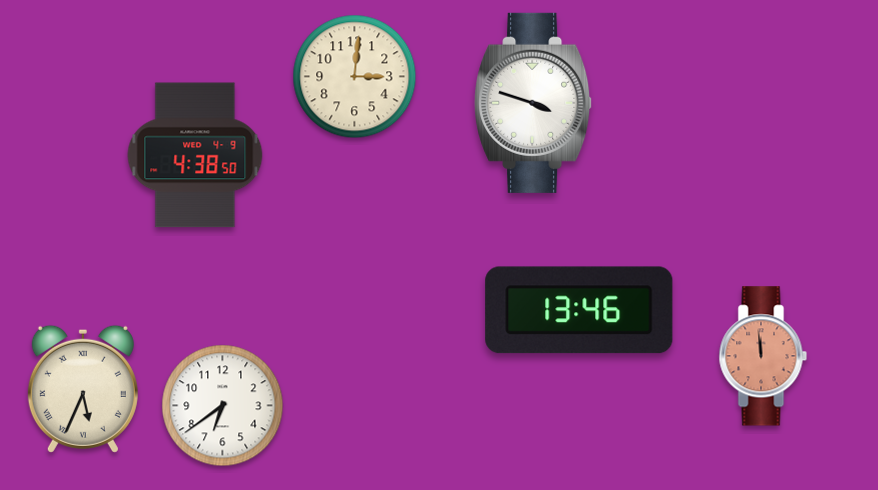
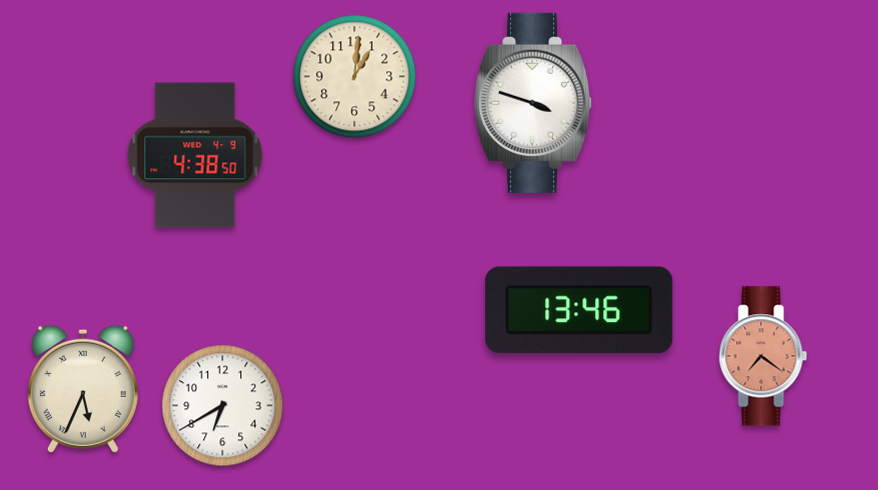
clock at (355, 77): 3:01 -> 1:01
clock at (763, 356): 11:59 -> 7:21
clock at (223, 406): 6:39 -> 6:40
